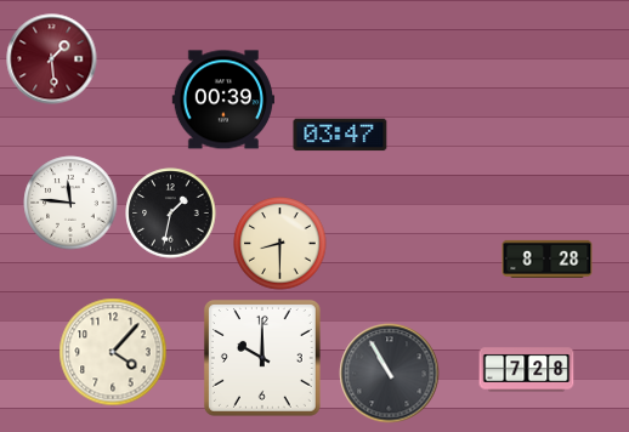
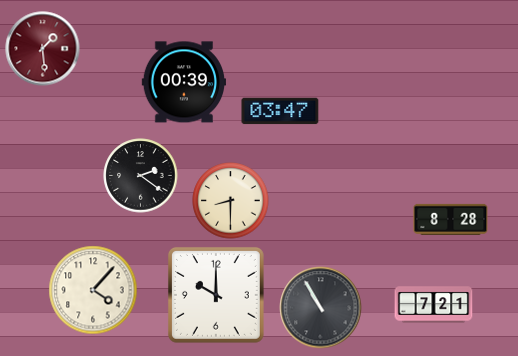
clock at (70, 203): 11:46 -> none
clock at (171, 214): 1:32 -> 2:21
clock at (548, 258) position: (548, 258) -> (451, 219)
clock at (527, 370): 7:28 -> 7:21
